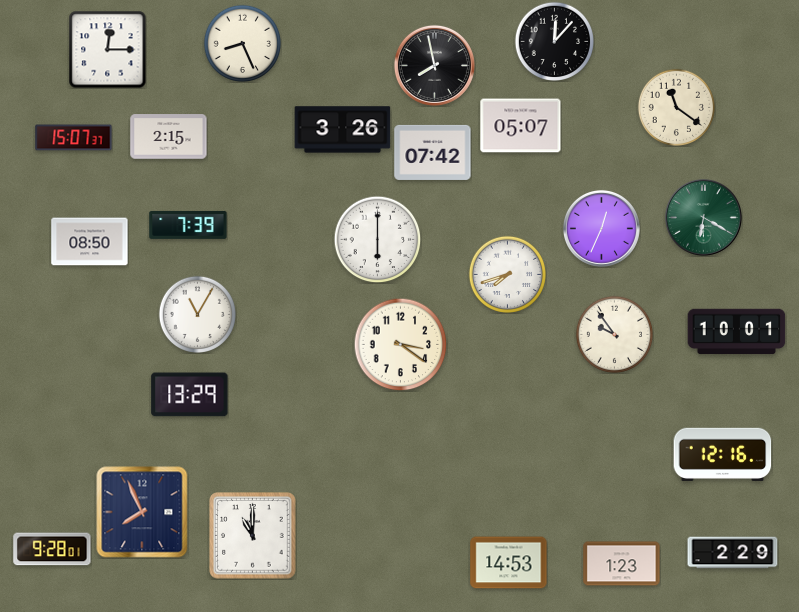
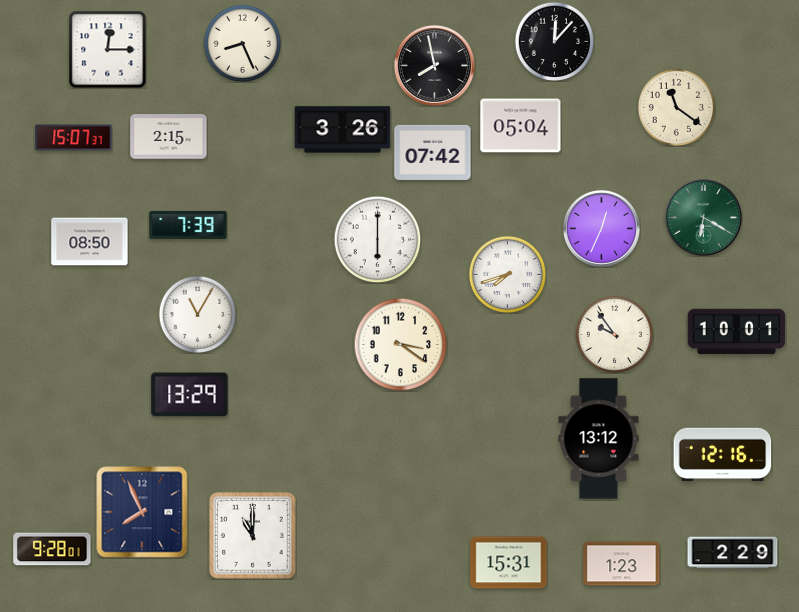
clock at (521, 126): 05:07 -> 05:04
clock at (599, 439): none -> 13:12
clock at (509, 563): 14:53 -> 15:31
